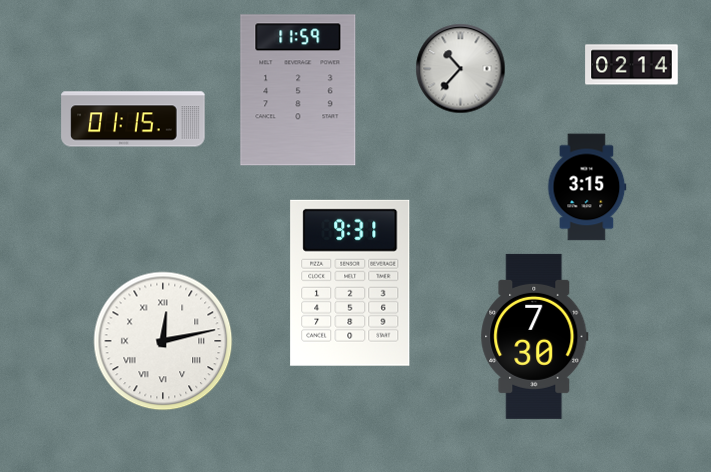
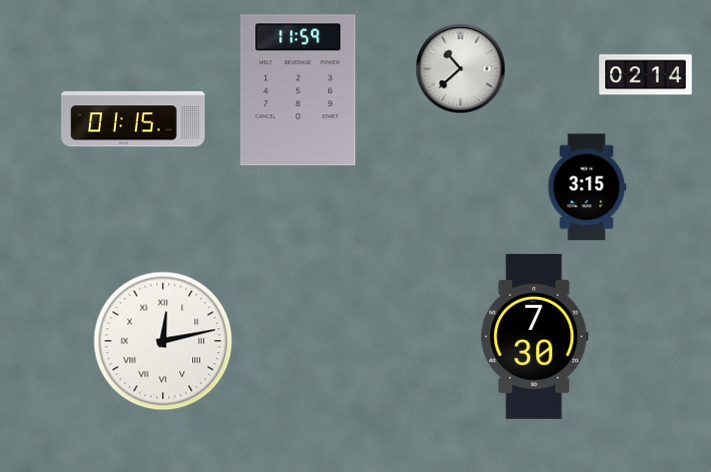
clock at (632, 65) position: (632, 65) -> (646, 75)
clock at (461, 69): 10:37 -> 10:38
clock at (350, 283): 9:31 -> none
